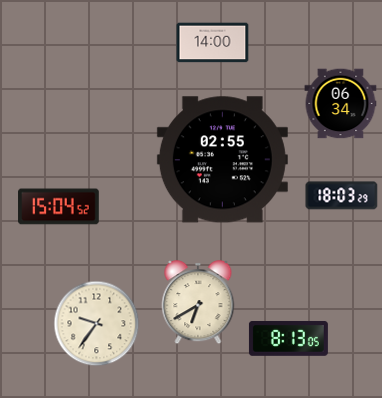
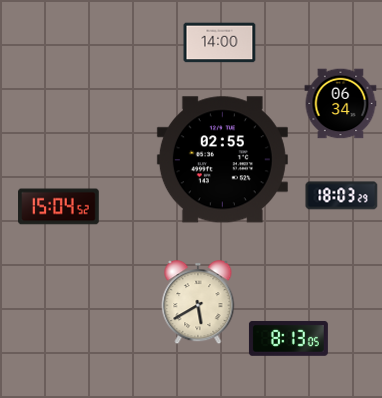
clock at (213, 43) position: (213, 43) -> (220, 43)
clock at (198, 303): 6:40 -> 5:40
clock at (97, 324): 9:36 -> none
